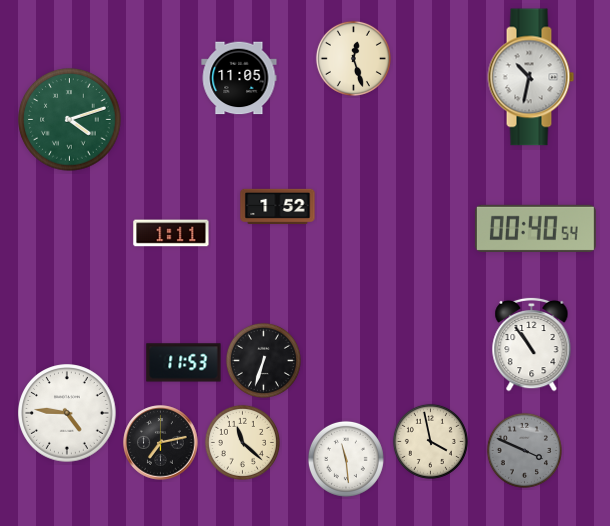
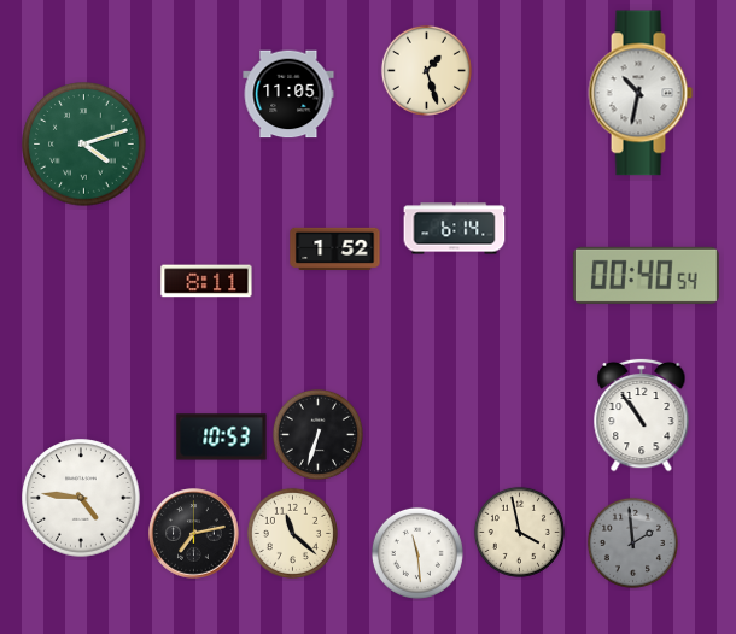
clock at (353, 58): 12:27 -> 1:27
clock at (455, 229): none -> 6:14
clock at (171, 233): 1:11 -> 8:11
clock at (184, 363): 11:53 -> 10:53
clock at (524, 450): 3:49 -> 1:59
